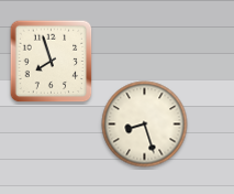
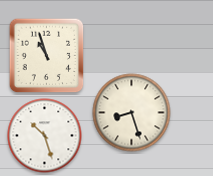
clock at (52, 62): 7:57 -> 10:57
clock at (45, 136): none -> 10:27
